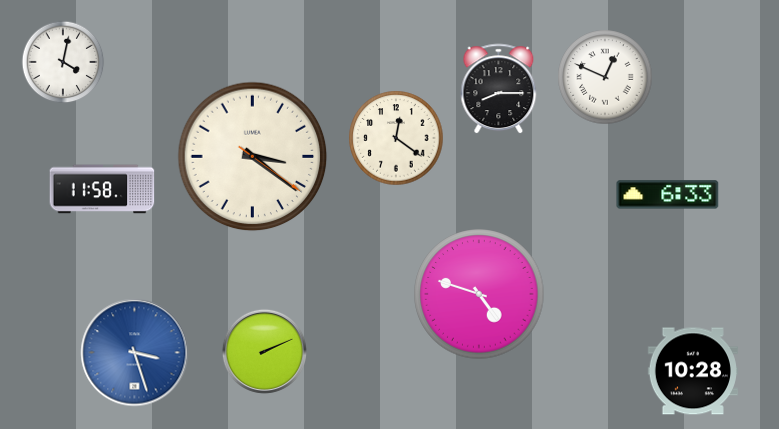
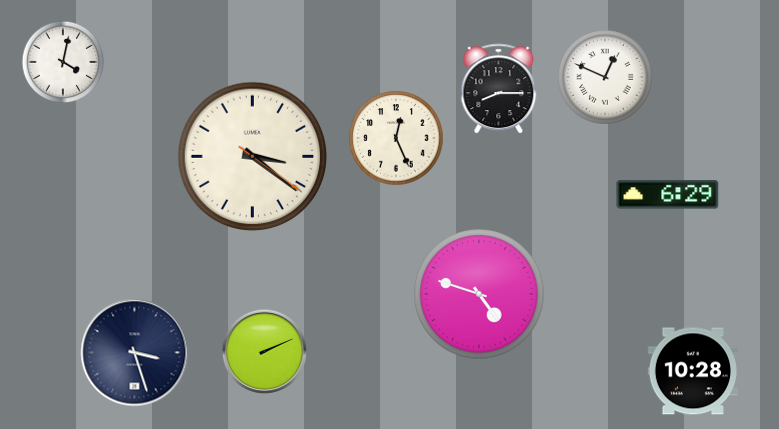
clock at (396, 138): 12:21 -> 12:26
clock at (102, 189): 11:58 -> none
clock at (668, 195): 6:33 -> 6:29
clock at (135, 353) dial: blue -> navy
